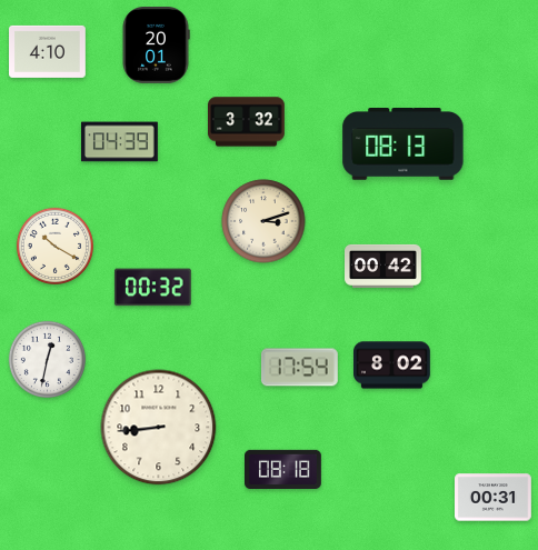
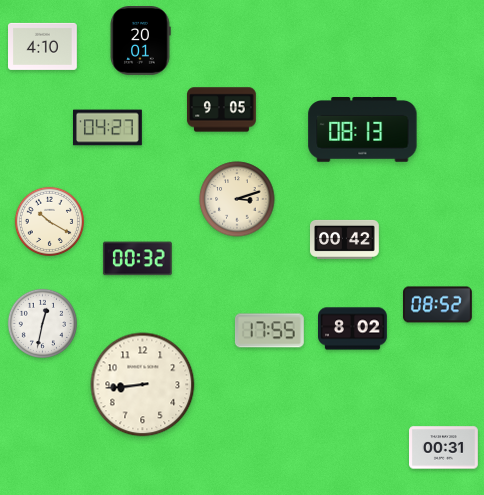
clock at (247, 122): 3:32 -> 9:05
clock at (120, 142): 04:39 -> 04:27
clock at (438, 305): none -> 08:52
clock at (299, 368): 17:54 -> 17:55
clock at (283, 470): 08:18 -> none
